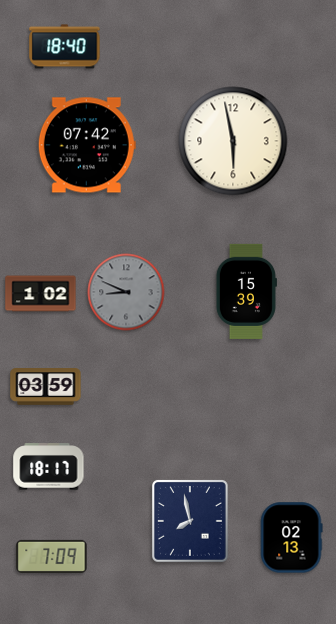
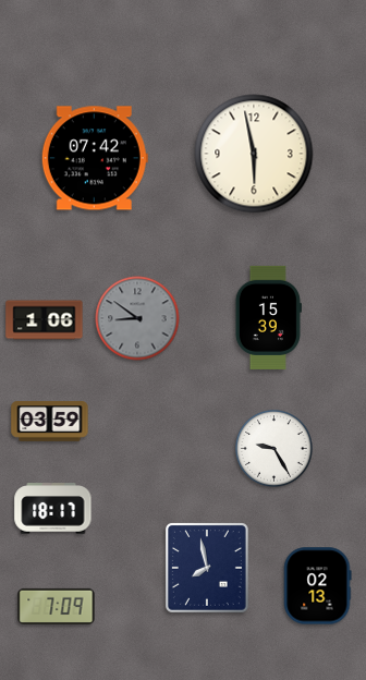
clock at (65, 47): 18:40 -> none
clock at (126, 292): 8:49 -> 8:51
clock at (41, 294): 1:02 -> 1:06
clock at (274, 449): none -> 9:25
